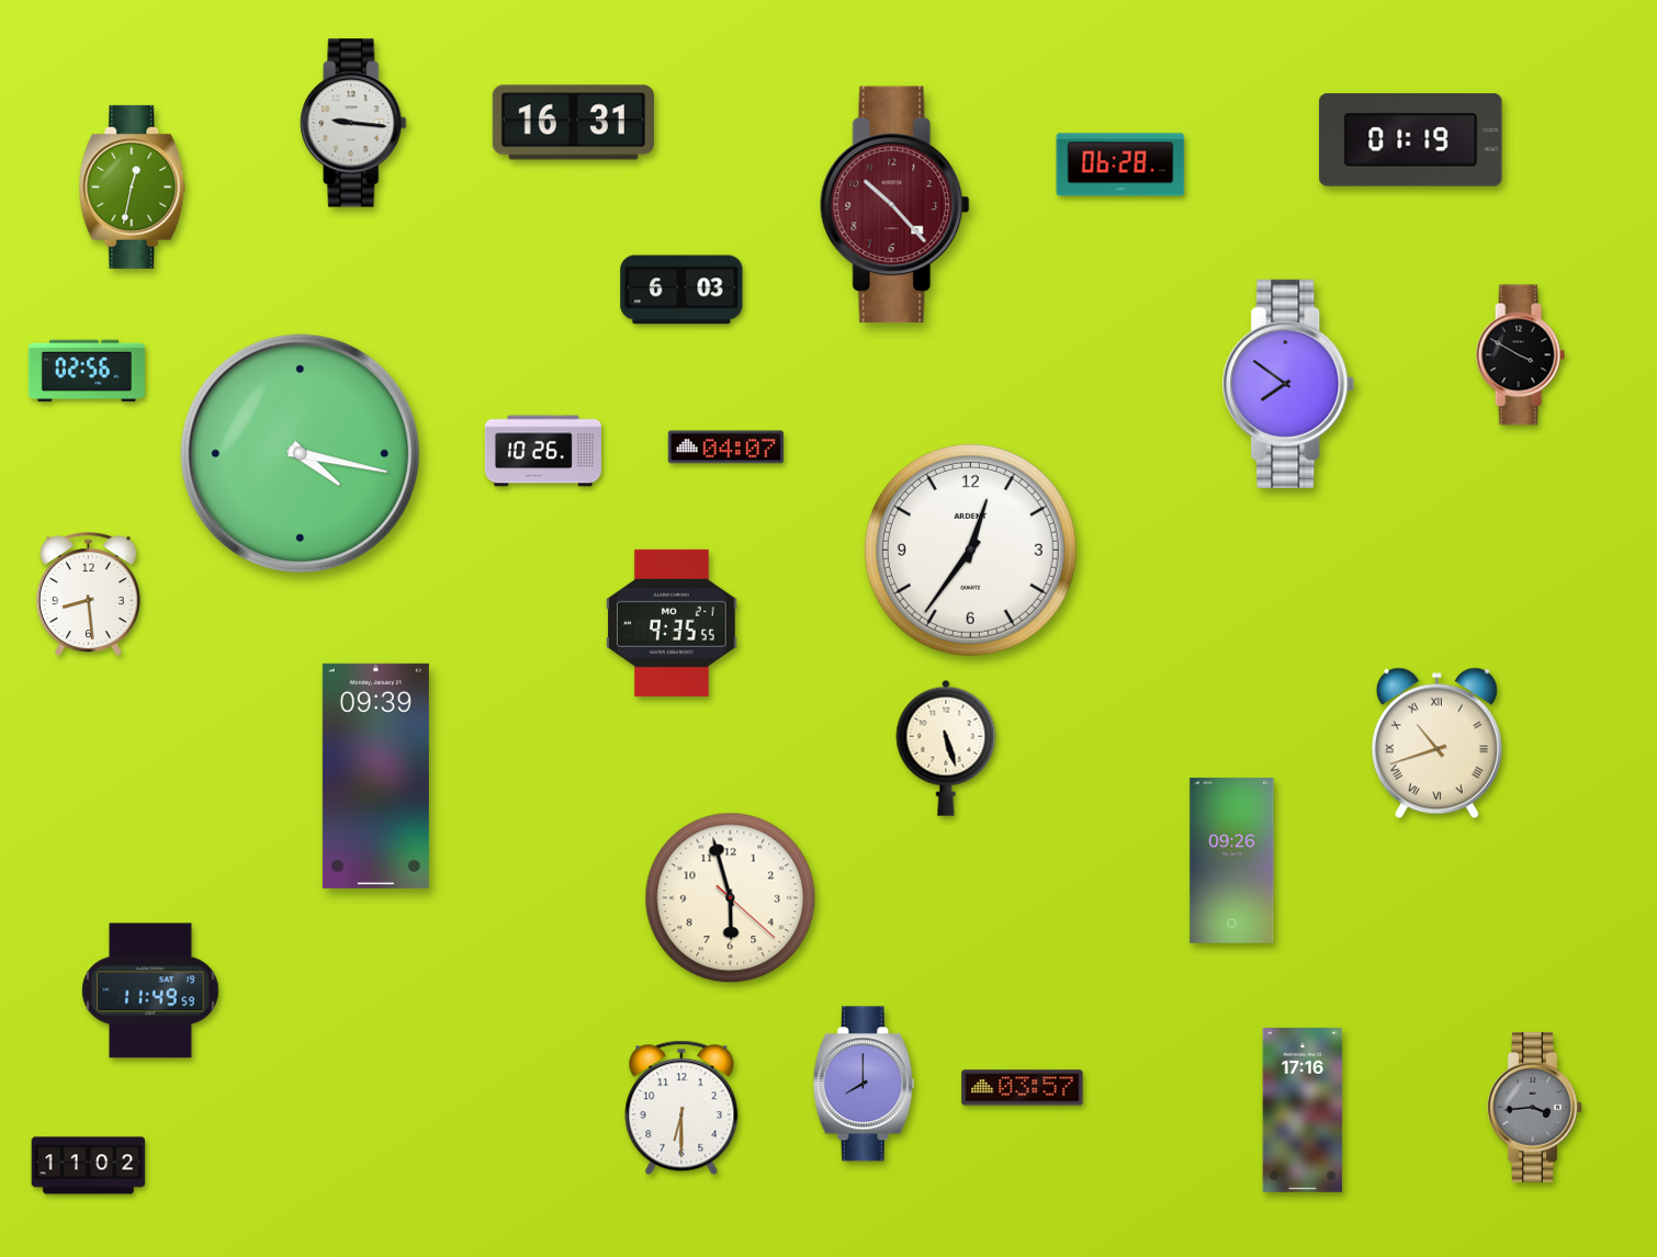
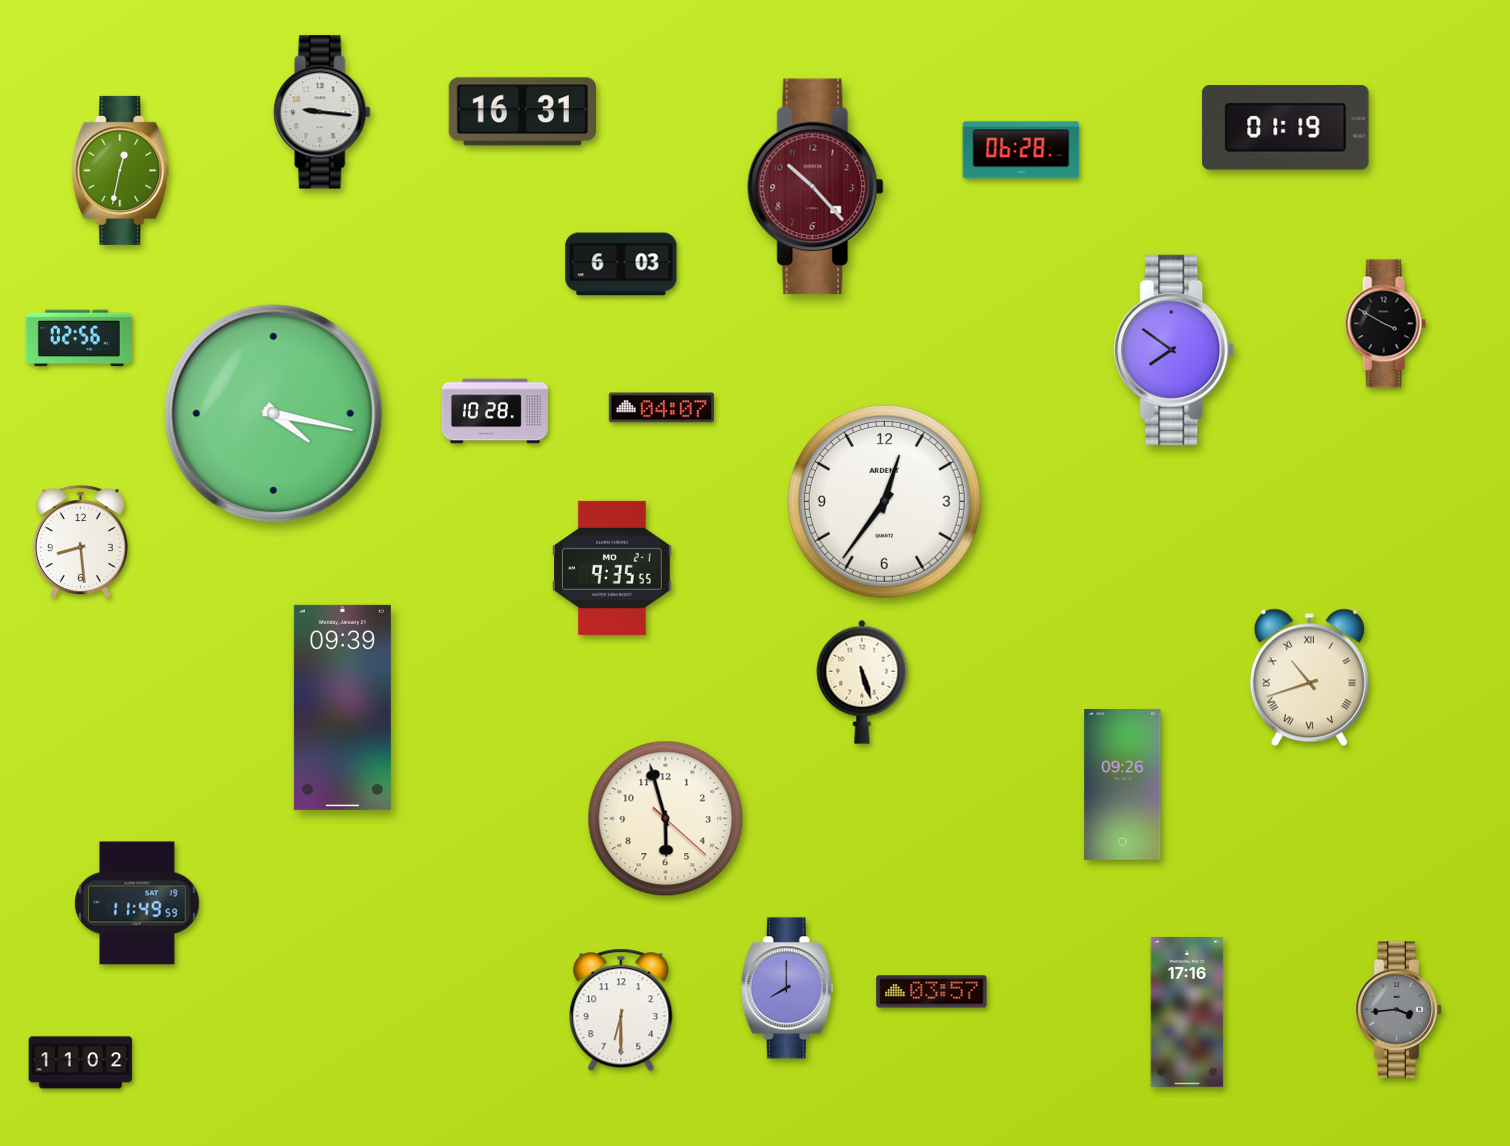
clock at (543, 451): 10:26 -> 10:28
